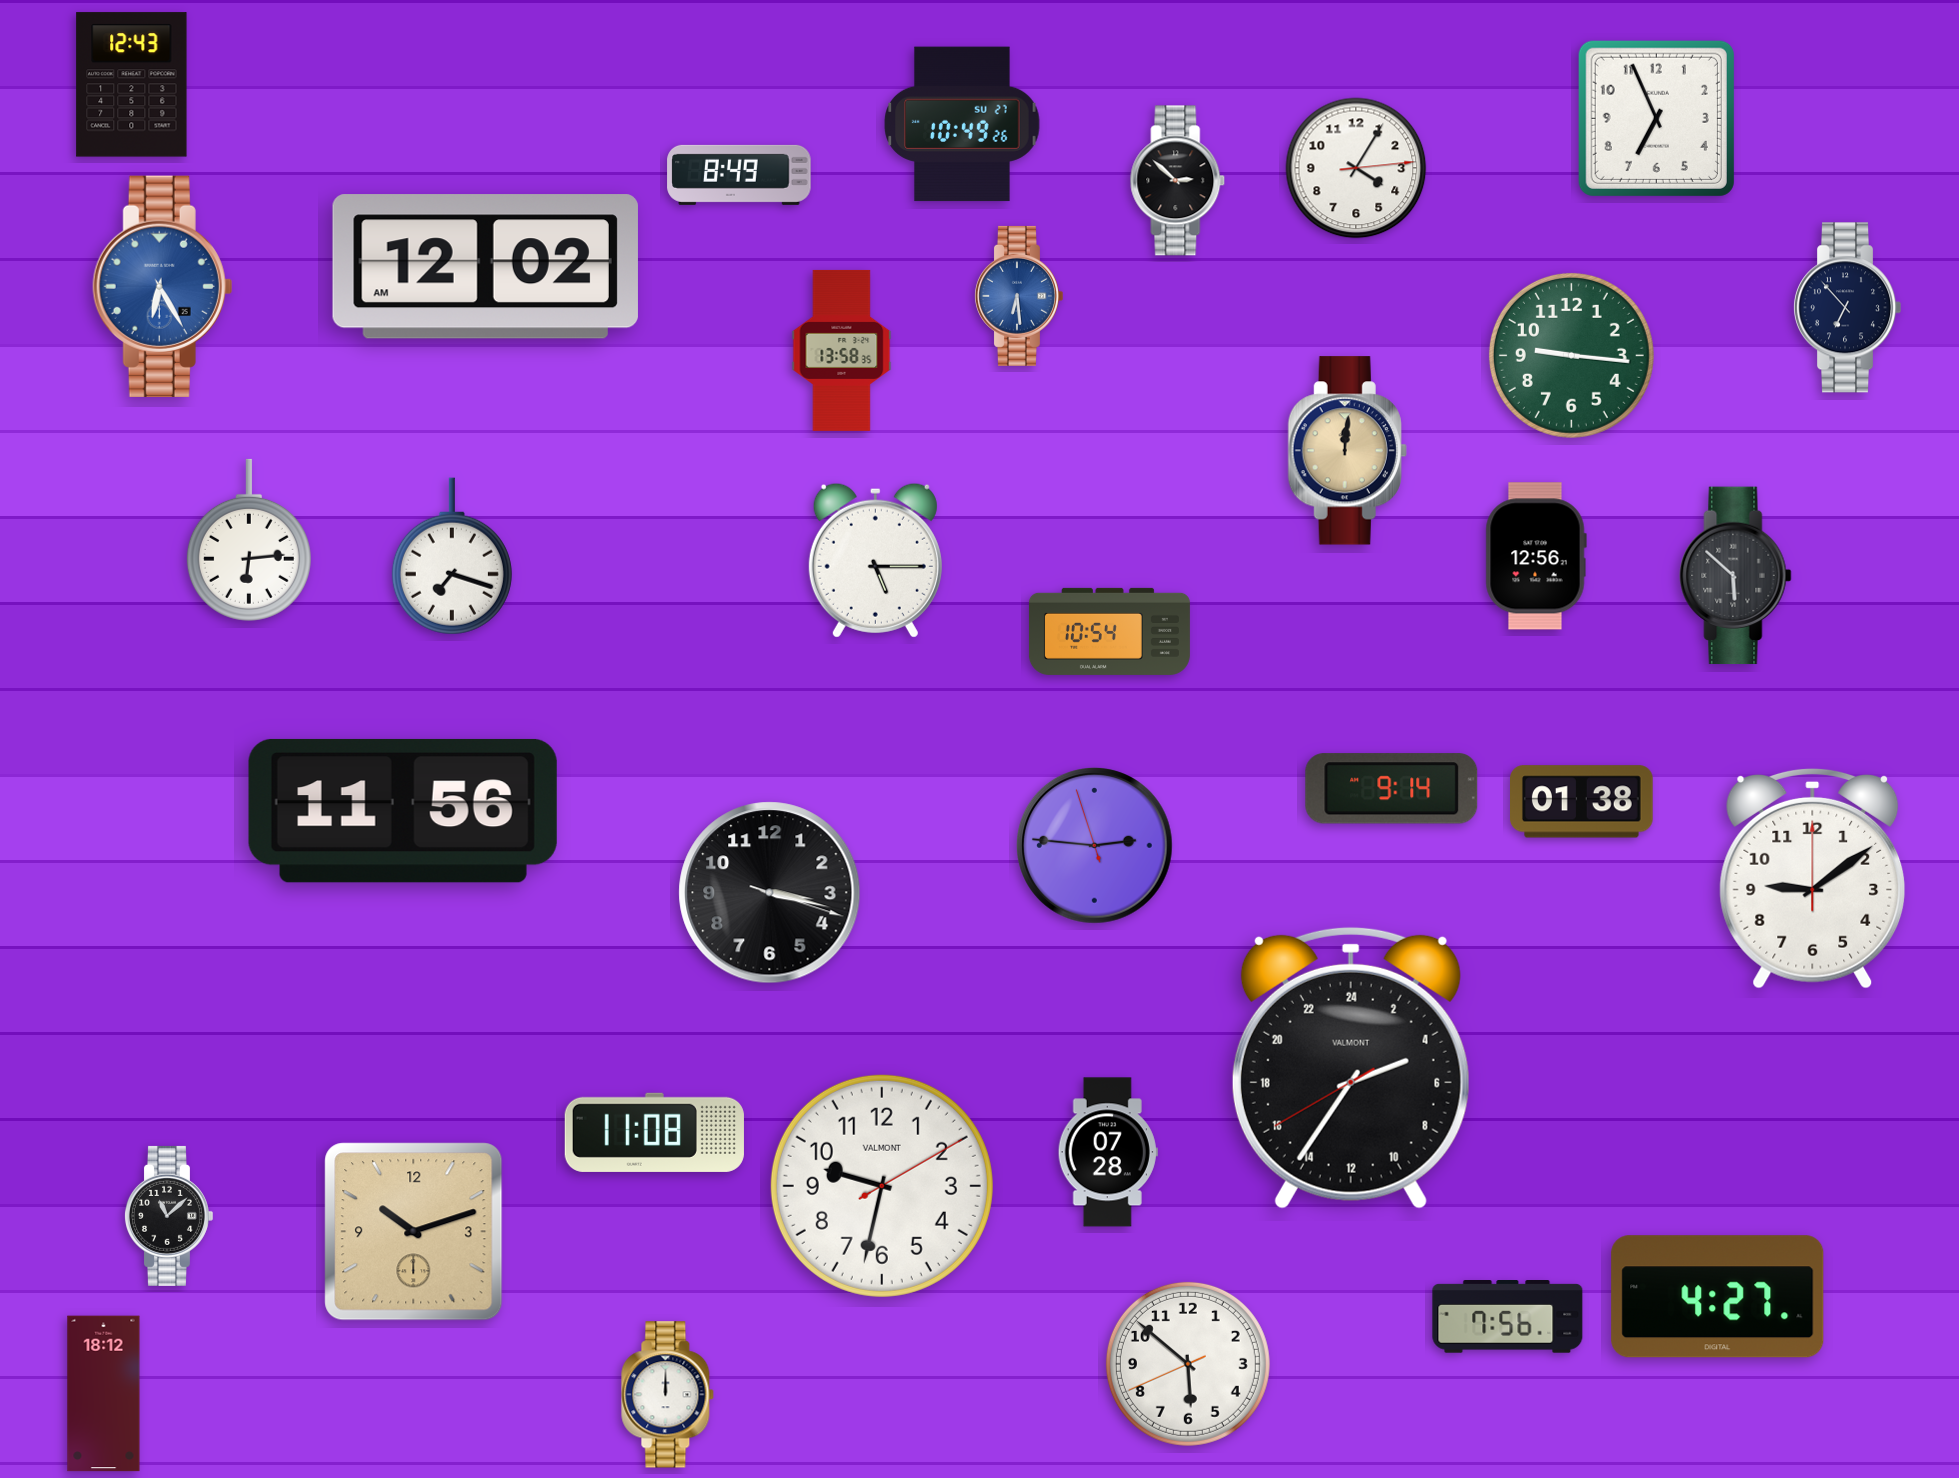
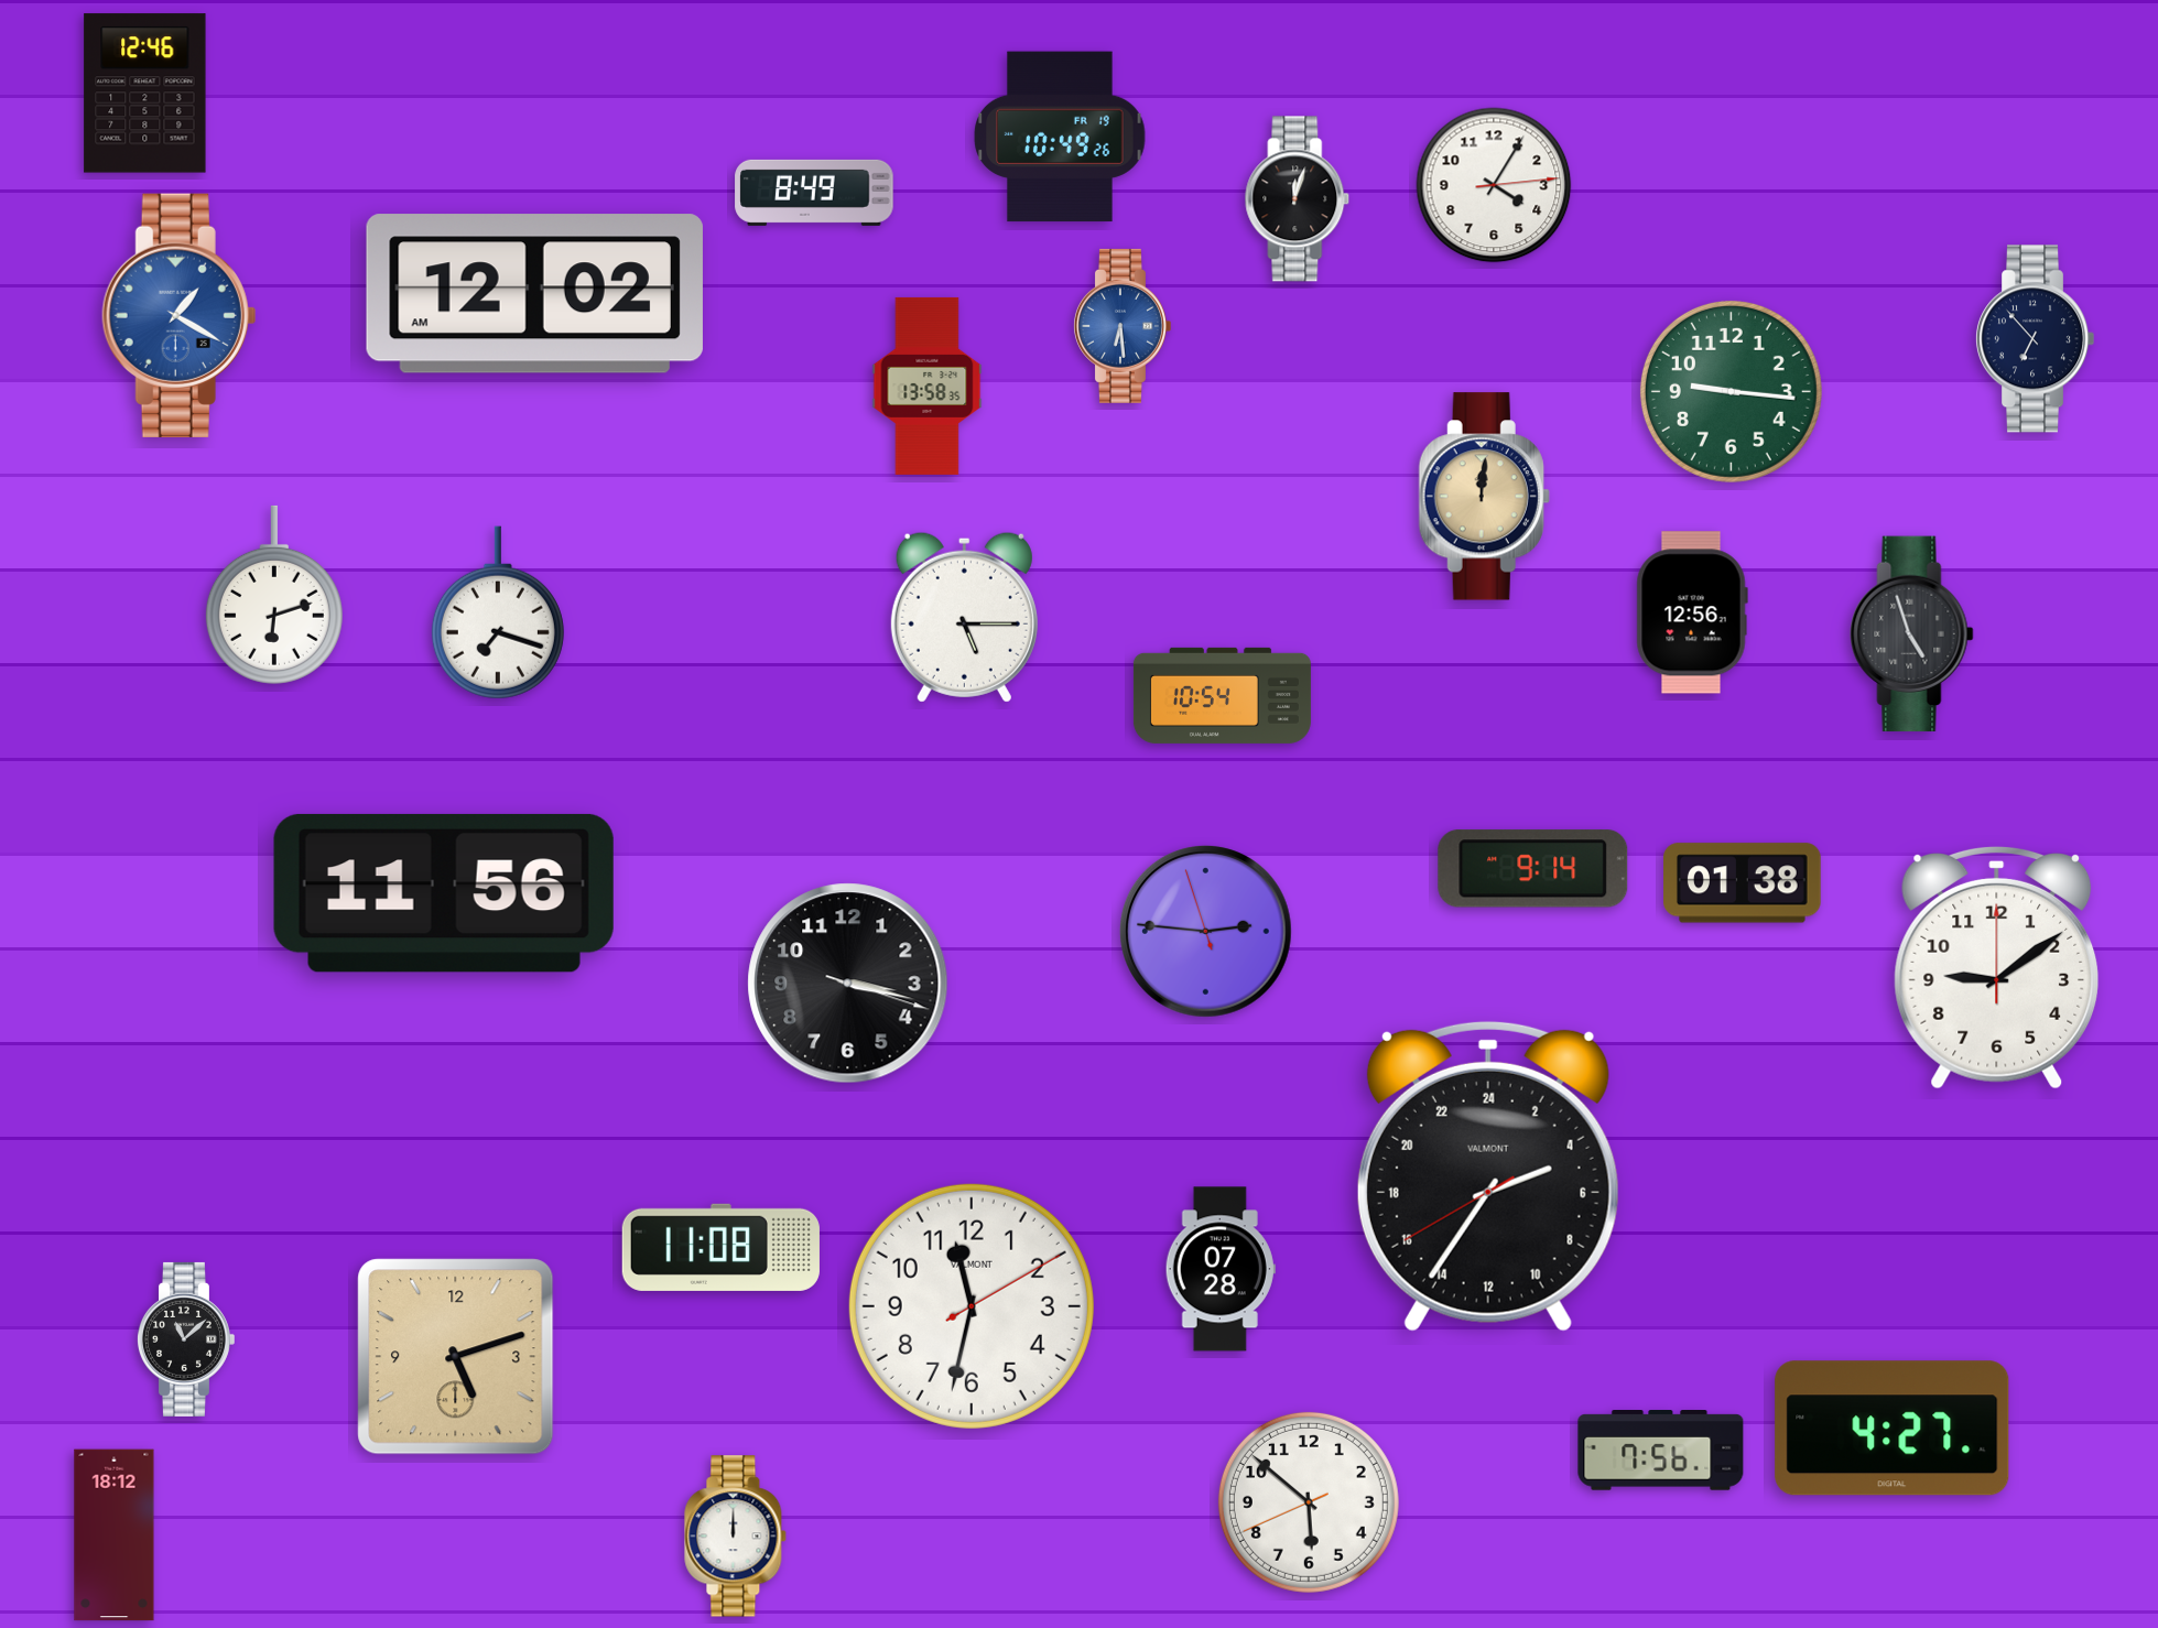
clock at (132, 85): 12:43 -> 12:46
clock at (1656, 118): 6:56 -> none
clock at (962, 124) date: SU 27 -> FR 19
clock at (1178, 181): 2:52 -> 12:03
clock at (163, 286): 6:25 -> 1:20
clock at (249, 540): 6:14 -> 6:12
clock at (1736, 576): 5:52 -> 4:57
clock at (882, 1186): 9:32 -> 11:32
clock at (414, 1232): 10:12 -> 5:12
